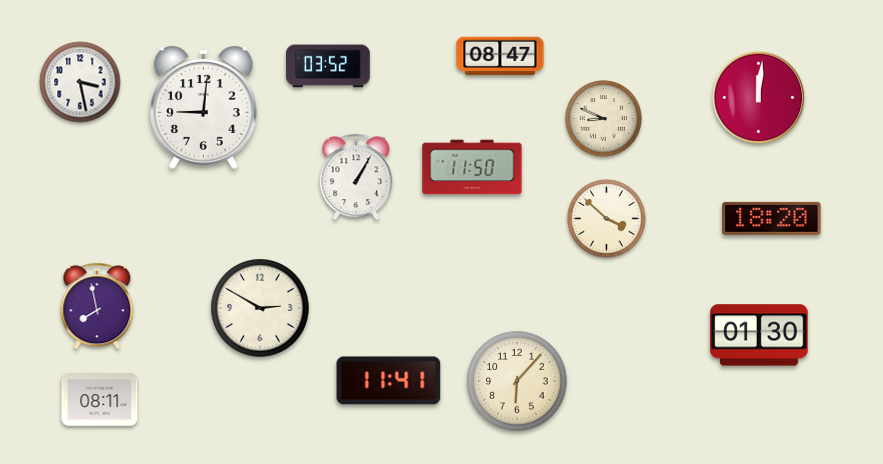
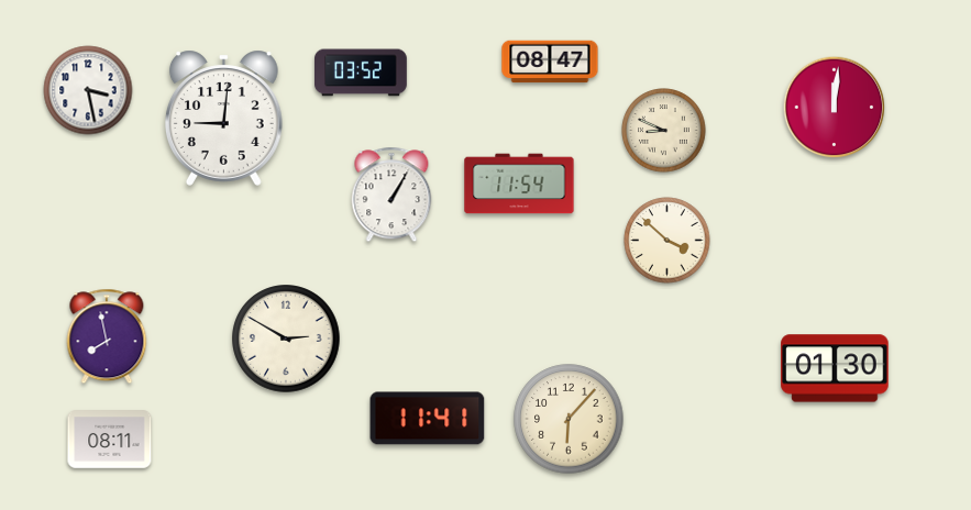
clock at (472, 167): 11:50 -> 11:54
clock at (772, 218): 18:20 -> none
